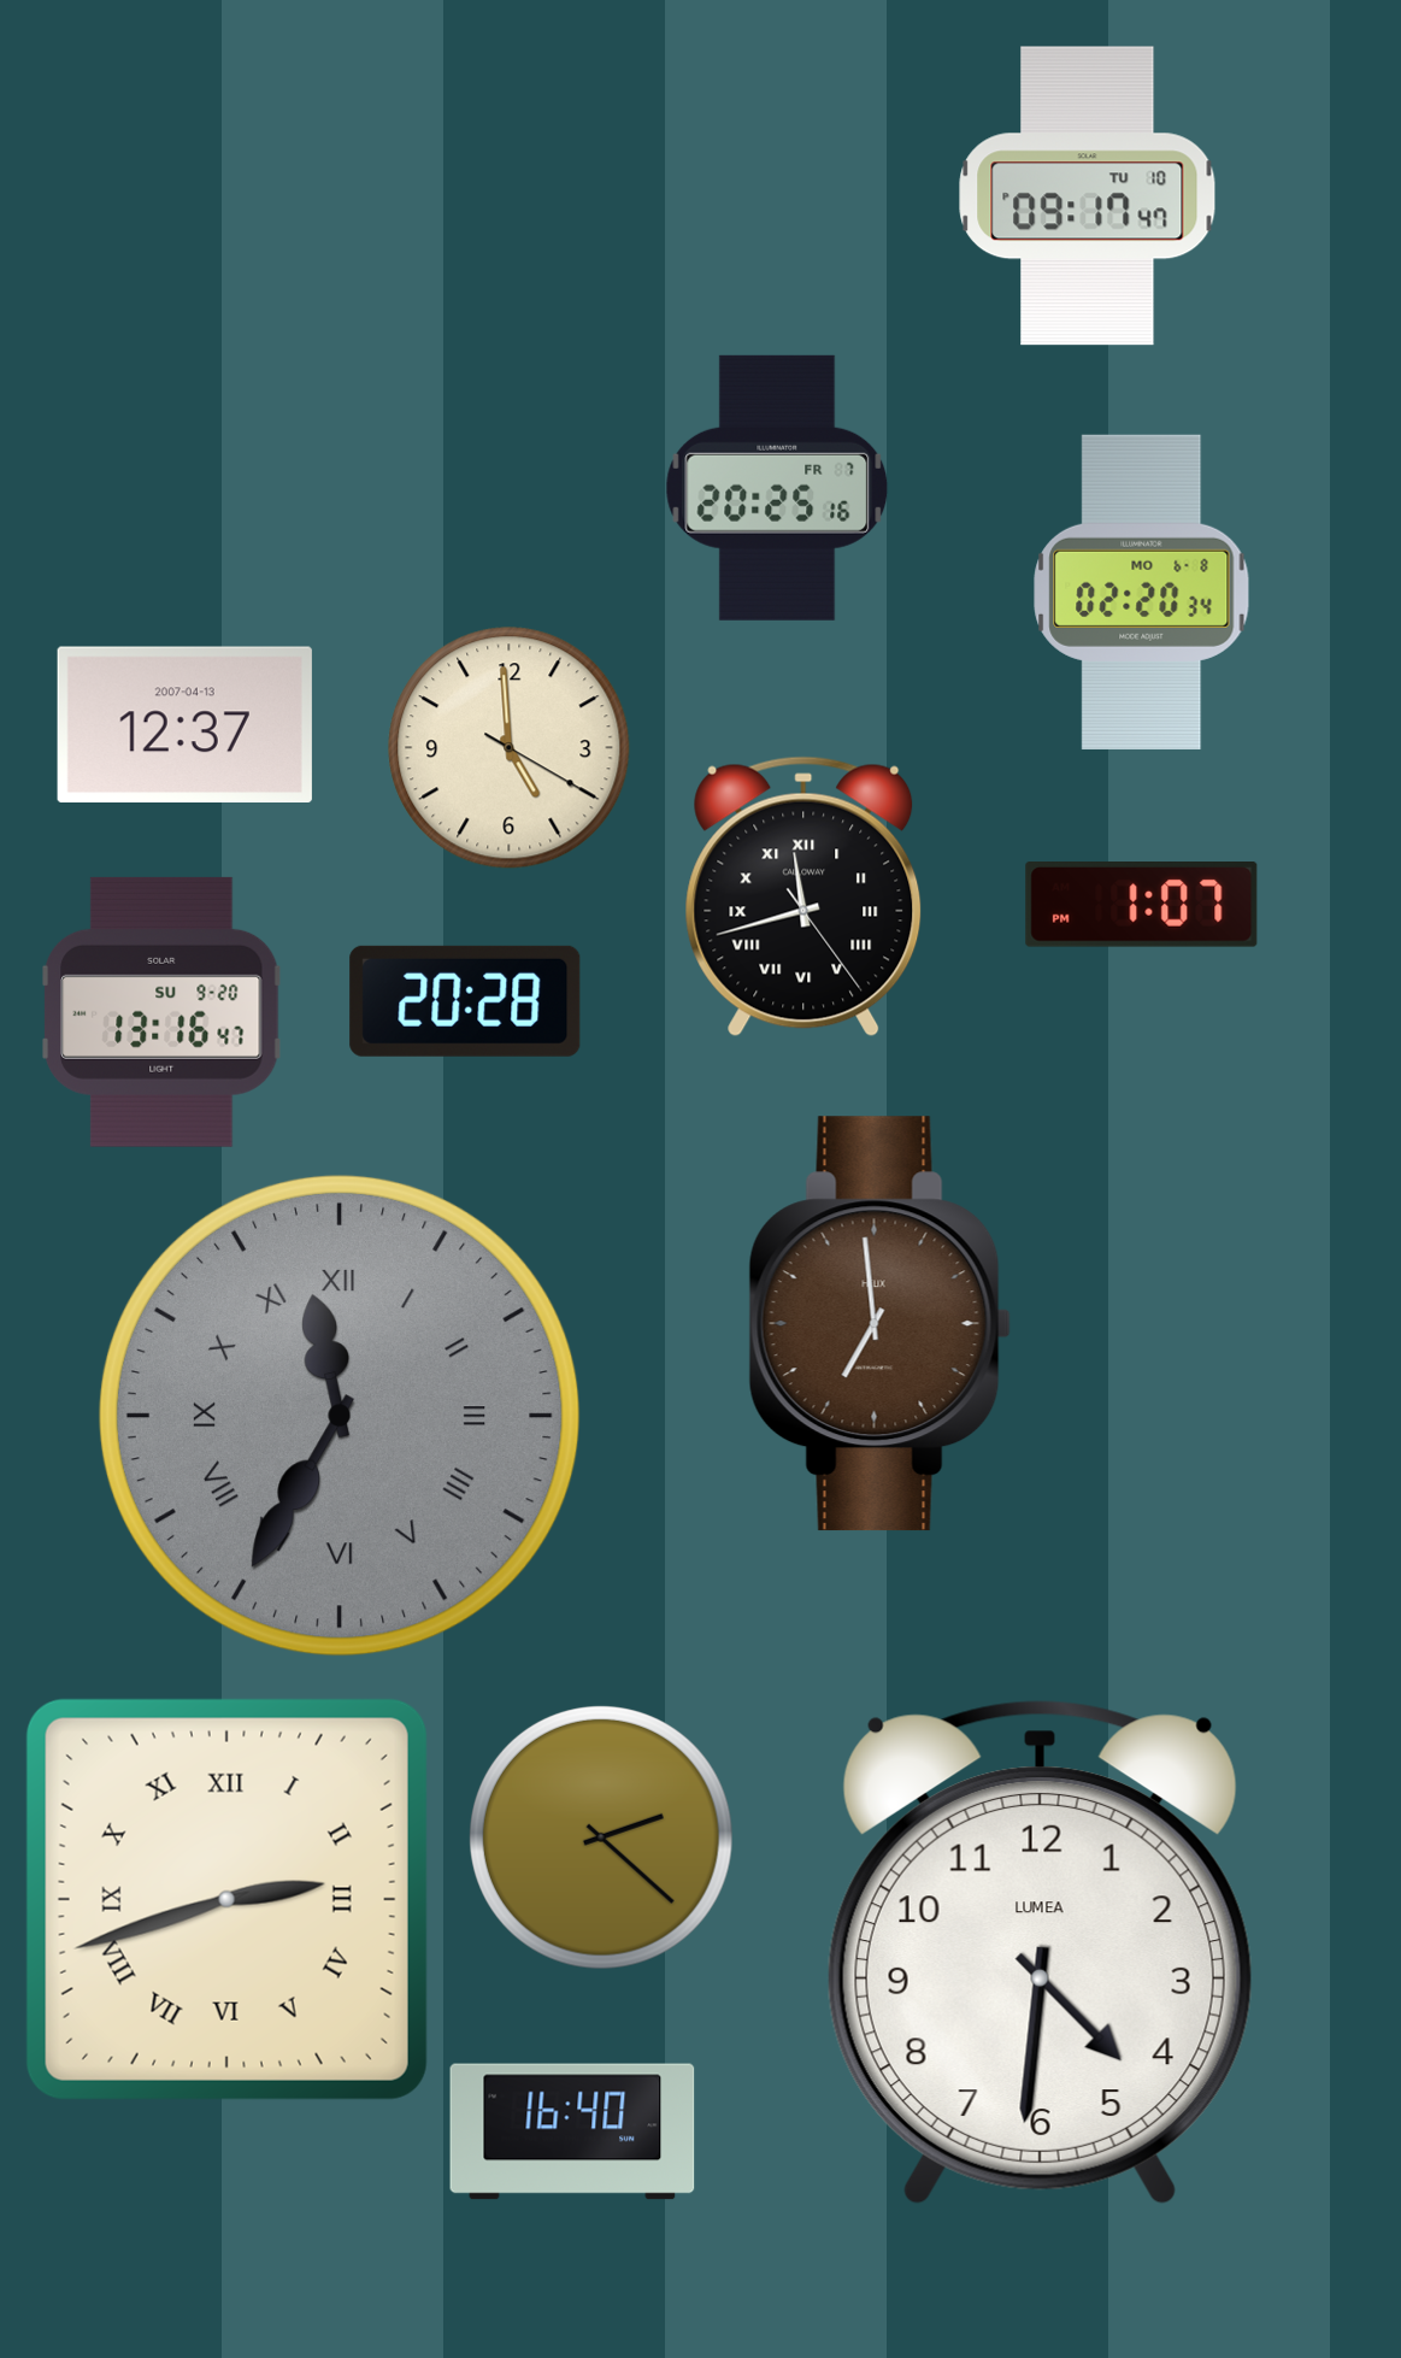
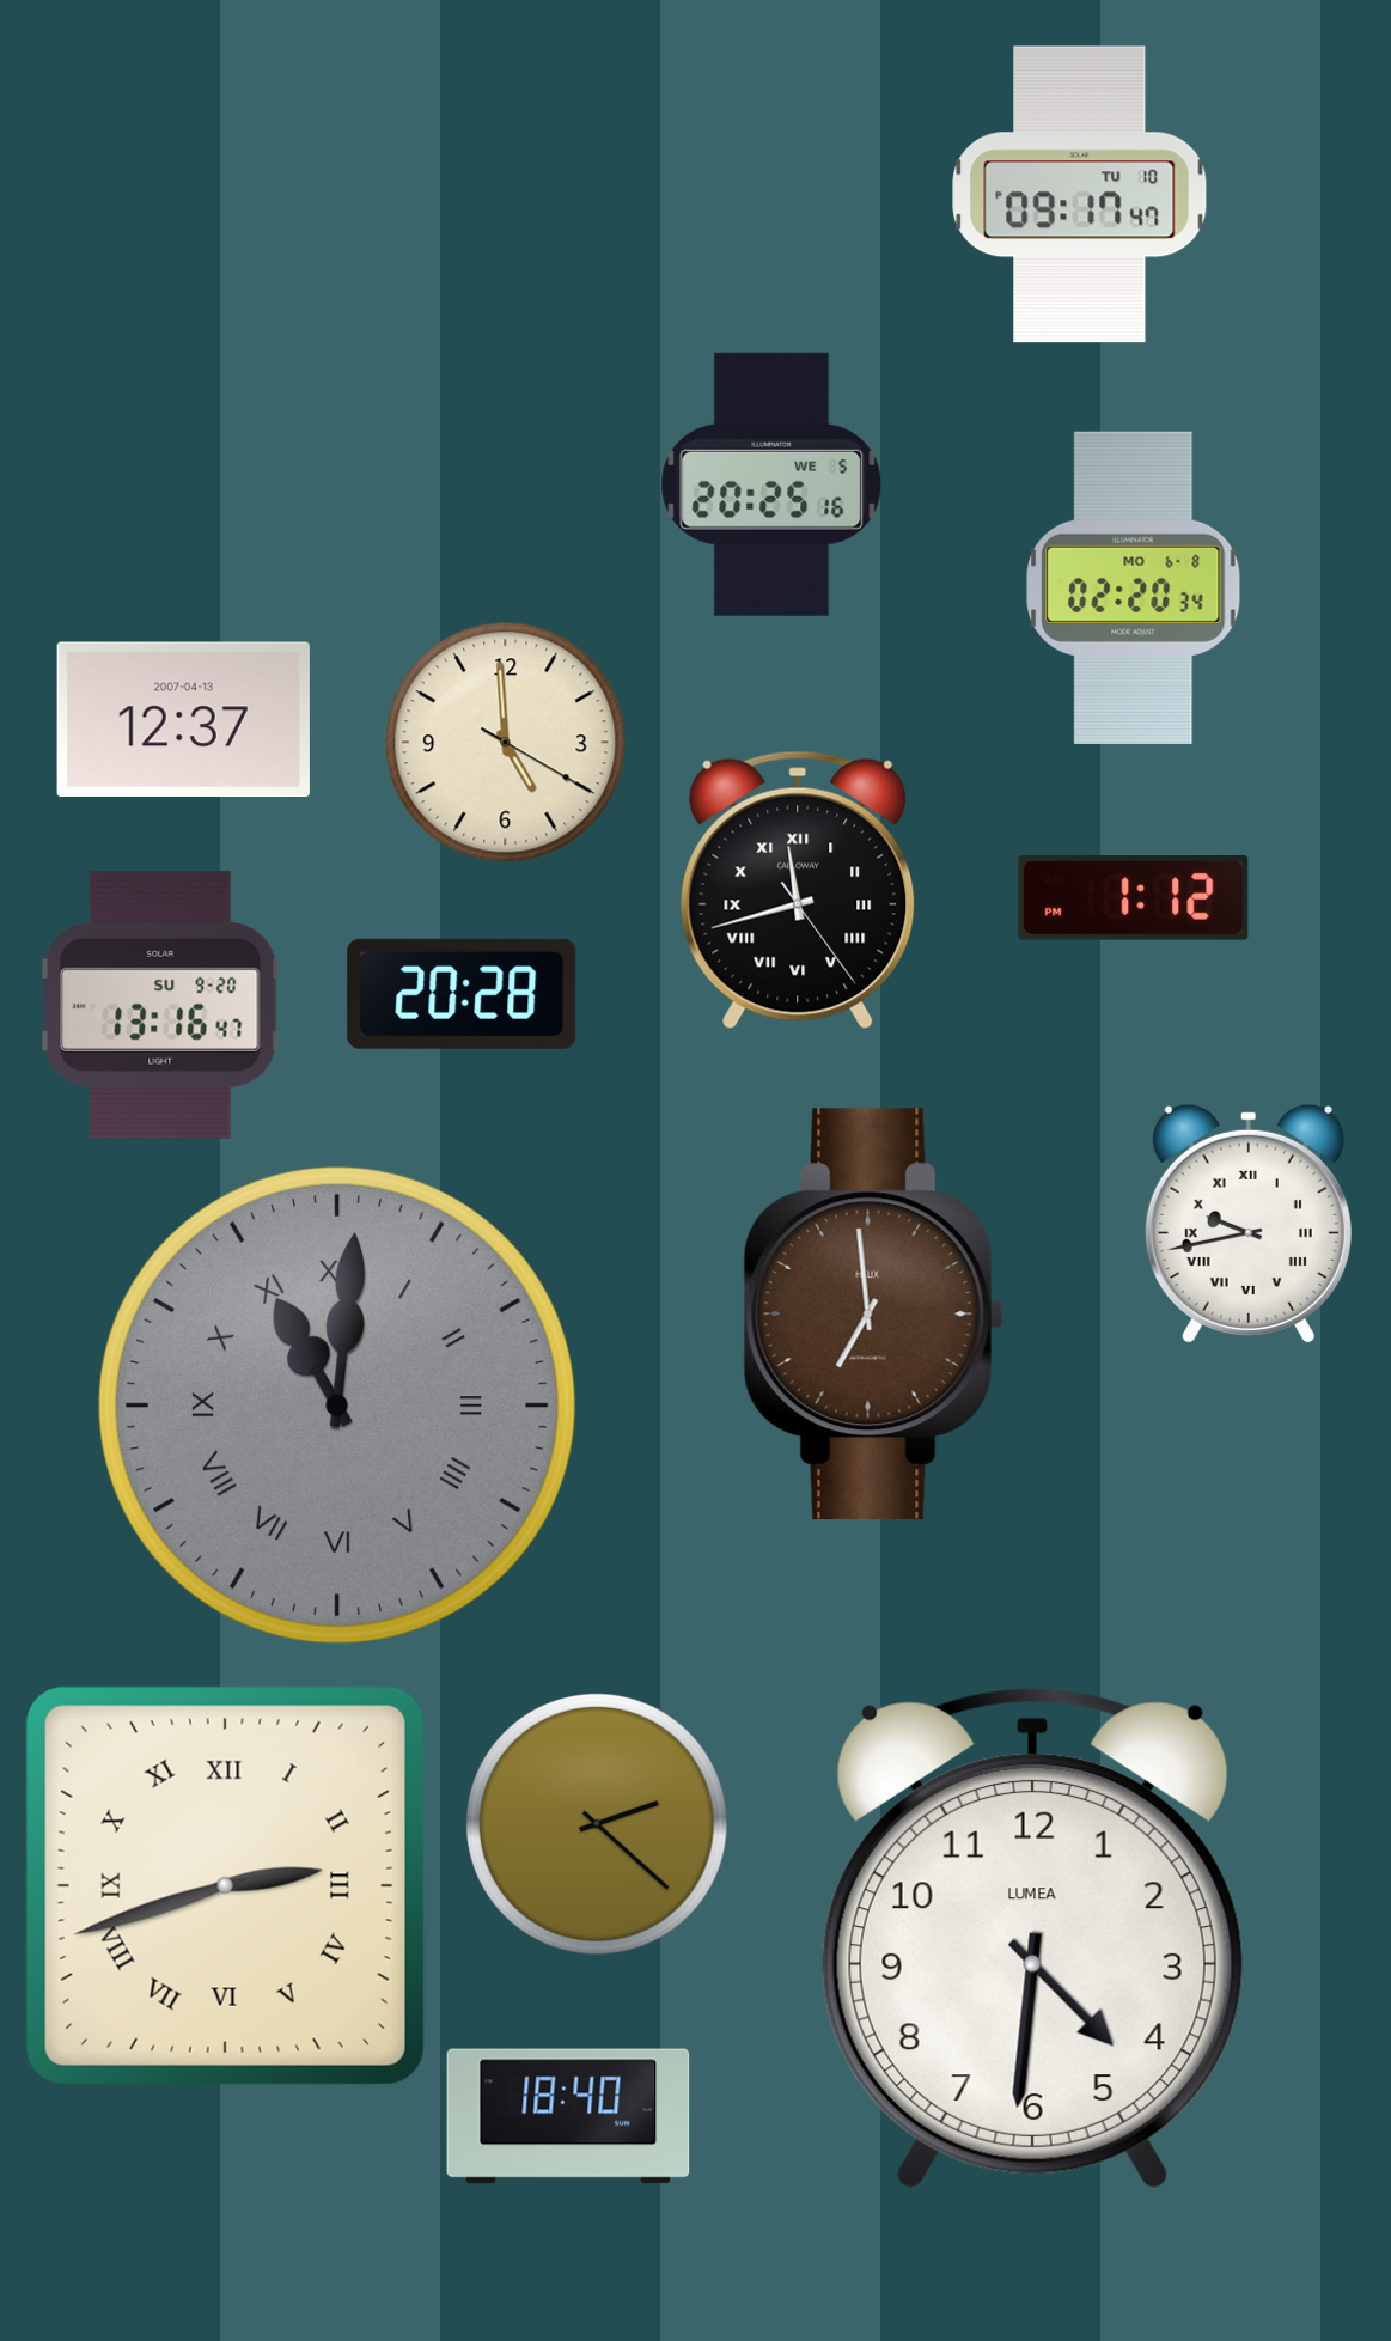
clock at (777, 488) date: FR 7 -> WE 5
clock at (1142, 905): 1:07 -> 1:12
clock at (1249, 1223): none -> 9:43
clock at (340, 1416): 11:35 -> 11:01
clock at (572, 2131): 16:40 -> 18:40
